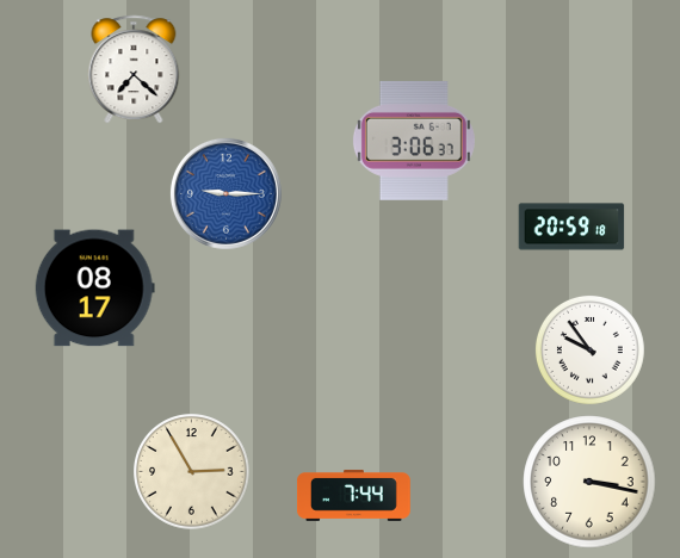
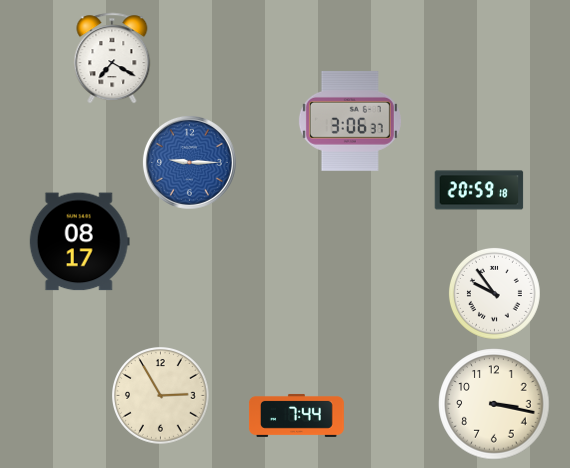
clock at (134, 69): 7:22 -> 7:20
clock at (414, 141) position: (414, 141) -> (350, 121)
